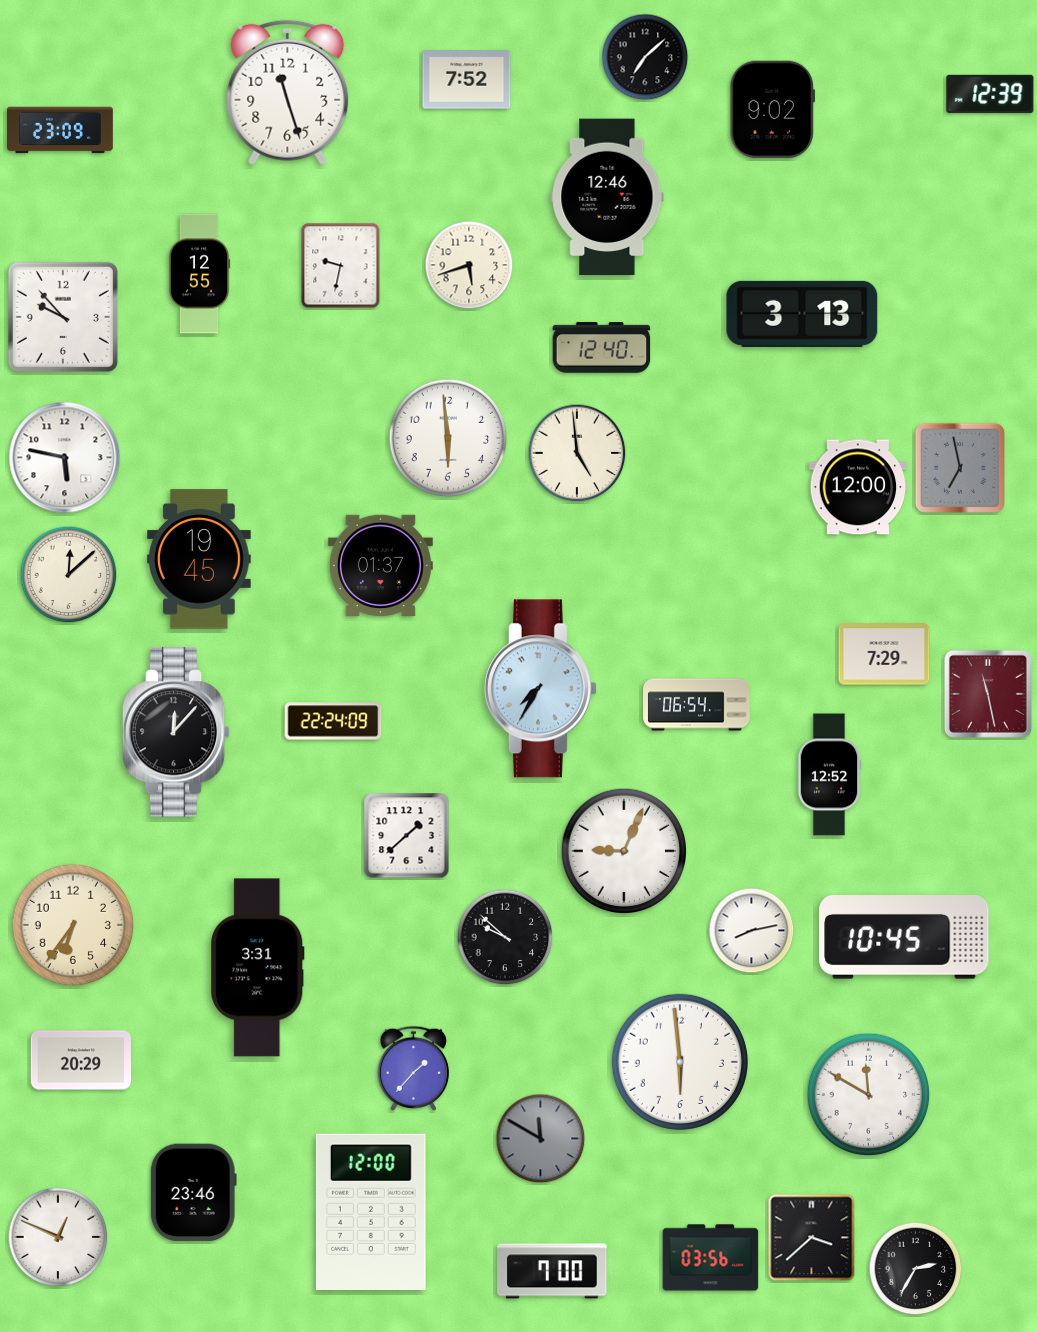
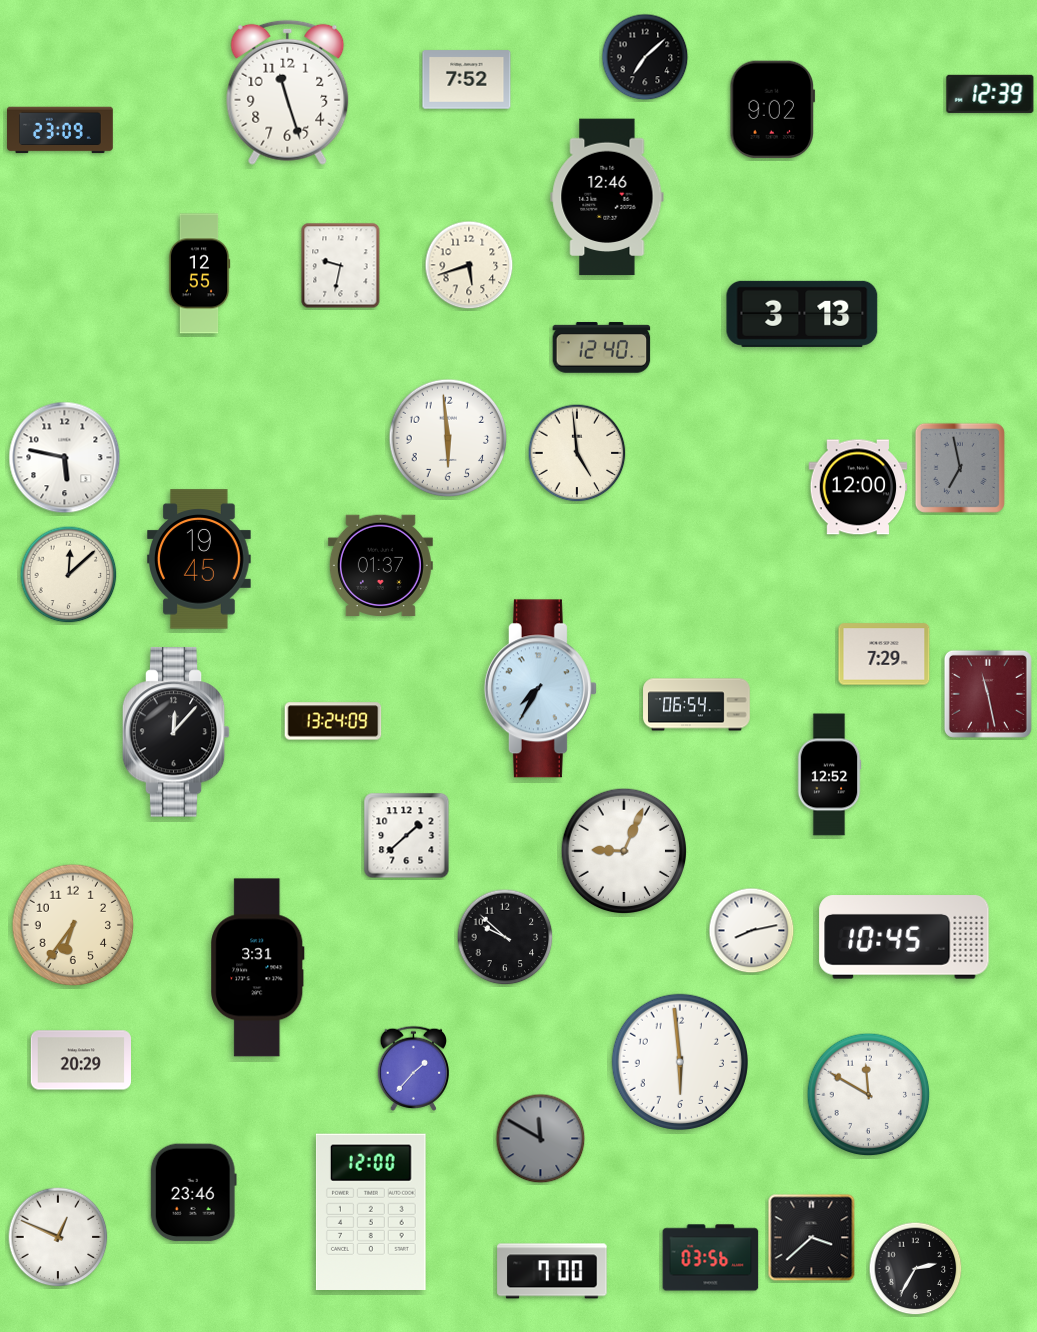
clock at (63, 317): 9:53 -> none
clock at (333, 721): 22:24 -> 13:24
